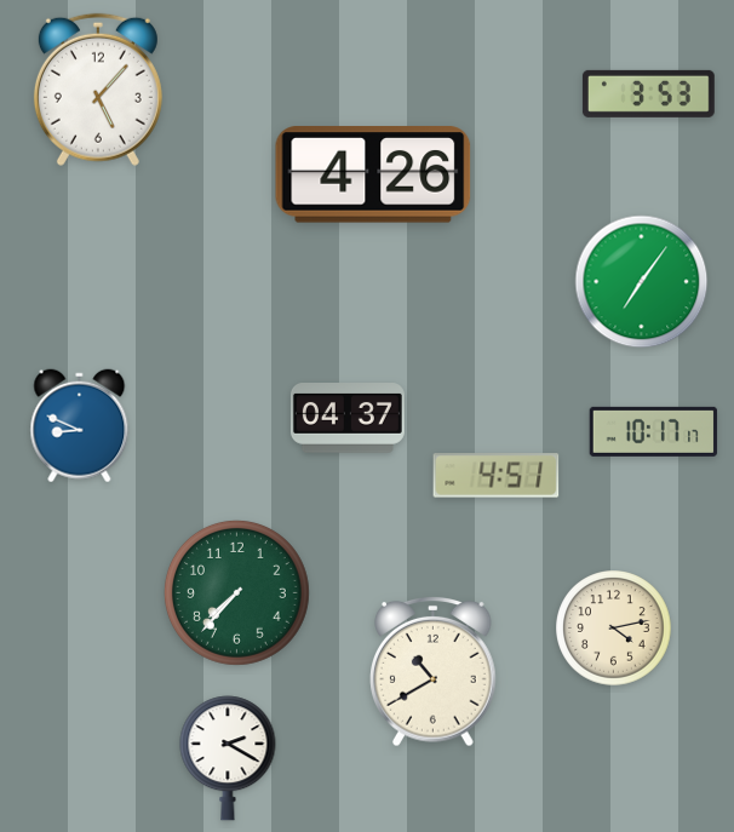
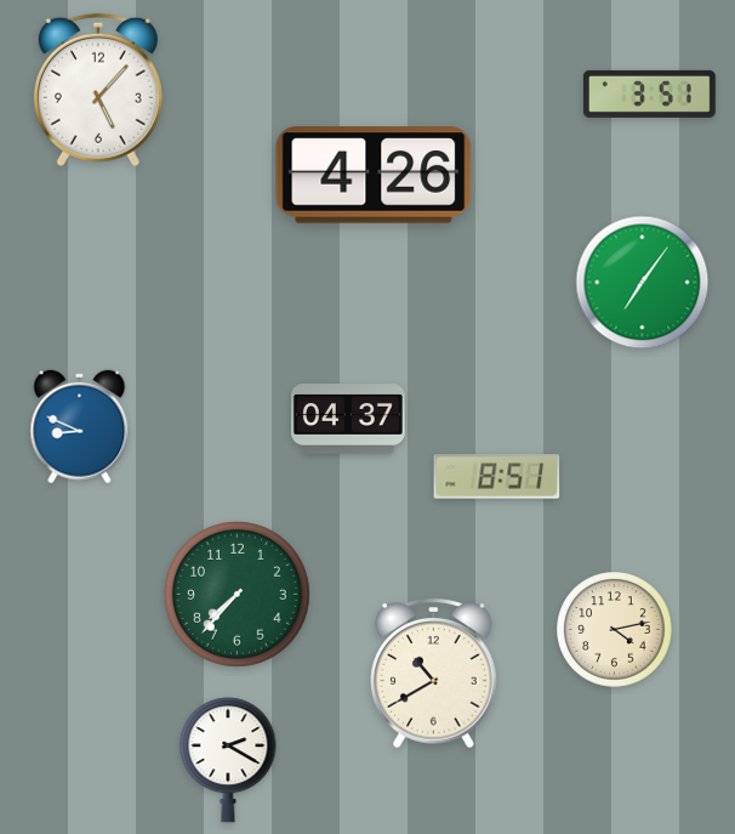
clock at (648, 93): 3:53 -> 3:51
clock at (654, 431): 10:17 -> none
clock at (497, 476): 4:51 -> 8:51
